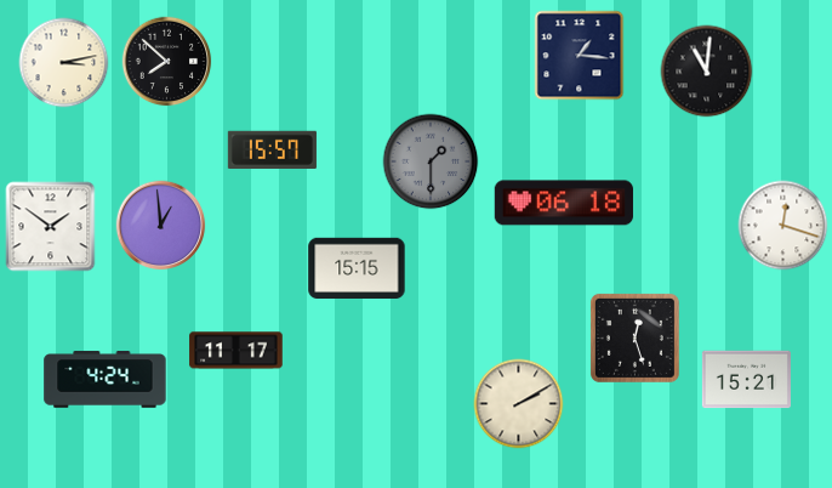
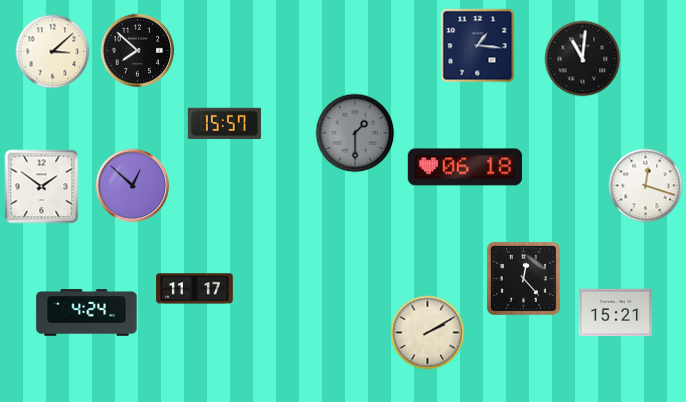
clock at (64, 63): 3:13 -> 3:08
clock at (161, 226): 12:59 -> 12:52
clock at (357, 267): 15:15 -> none
clock at (634, 337): 12:27 -> 12:23
